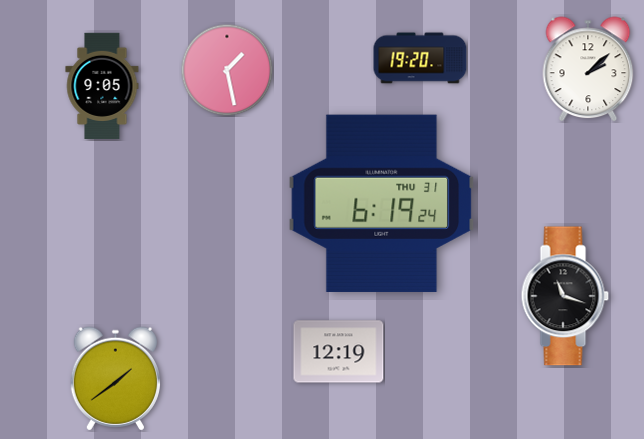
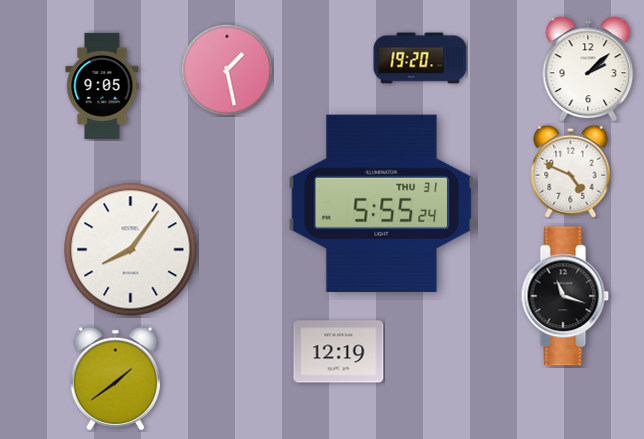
clock at (571, 171): none -> 4:49
clock at (382, 203): 6:19 -> 5:55
clock at (131, 250): none -> 8:06
